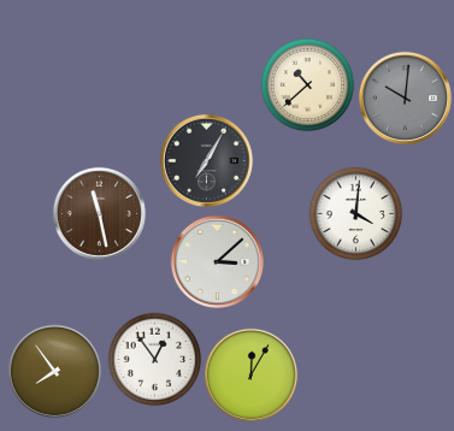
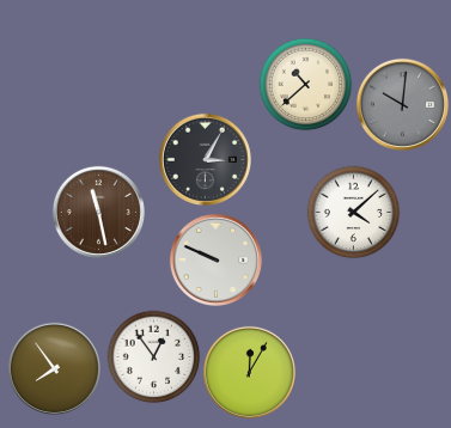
clock at (405, 98) position: (405, 98) -> (402, 104)
clock at (206, 160): 7:05 -> 3:05
clock at (355, 213): 4:01 -> 4:08
clock at (217, 261): 3:08 -> 9:49
